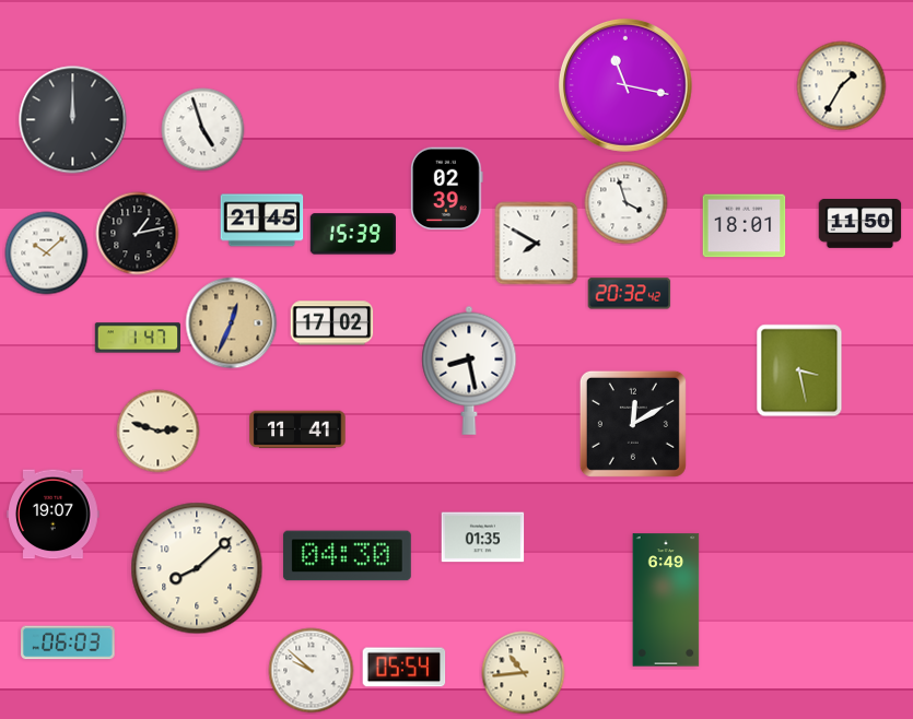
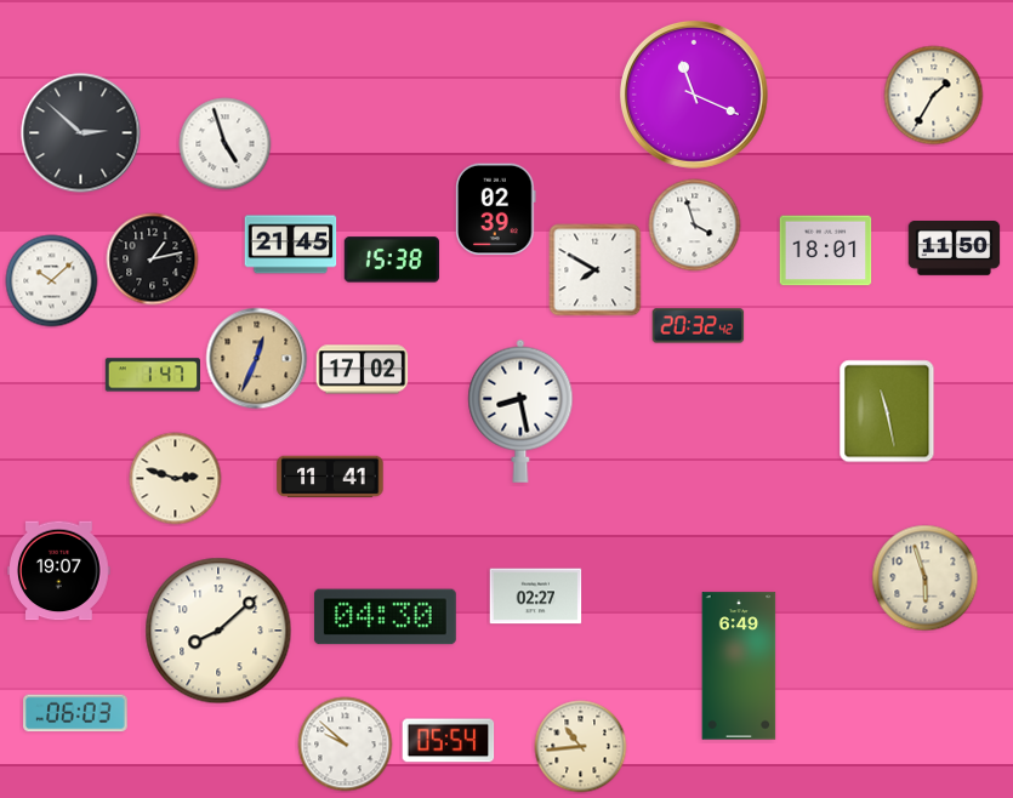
clock at (625, 85): 11:17 -> 11:19
clock at (73, 120): 12:00 -> 2:52
clock at (353, 234): 15:39 -> 15:38
clock at (332, 323) position: (332, 323) -> (363, 370)
clock at (799, 370): 3:28 -> 11:28
clock at (633, 424): 12:10 -> none
clock at (926, 578): none -> 5:57
clock at (483, 538): 01:35 -> 02:27
